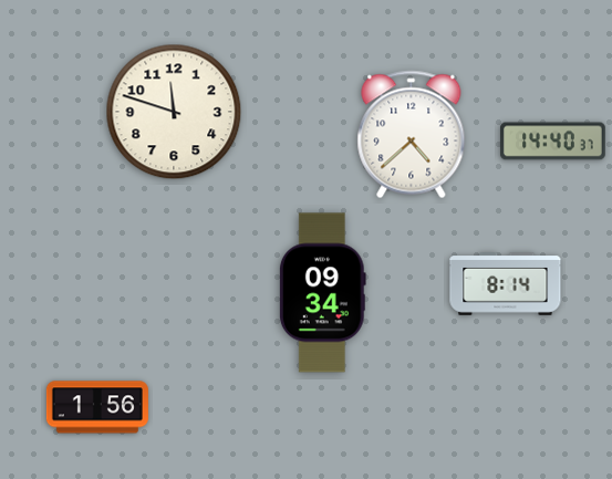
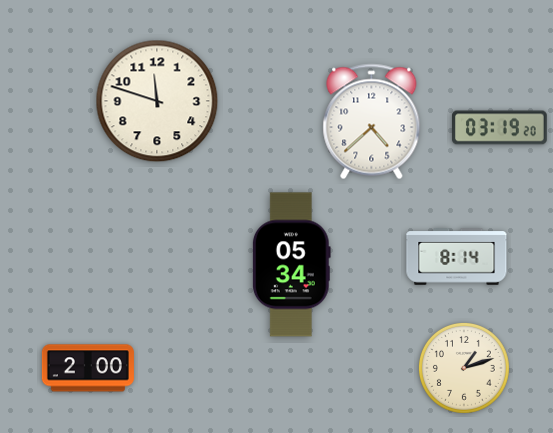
clock at (553, 142): 14:40 -> 03:19
clock at (322, 293): 09:34 -> 05:34
clock at (97, 407): 1:56 -> 2:00
clock at (464, 368): none -> 1:12
